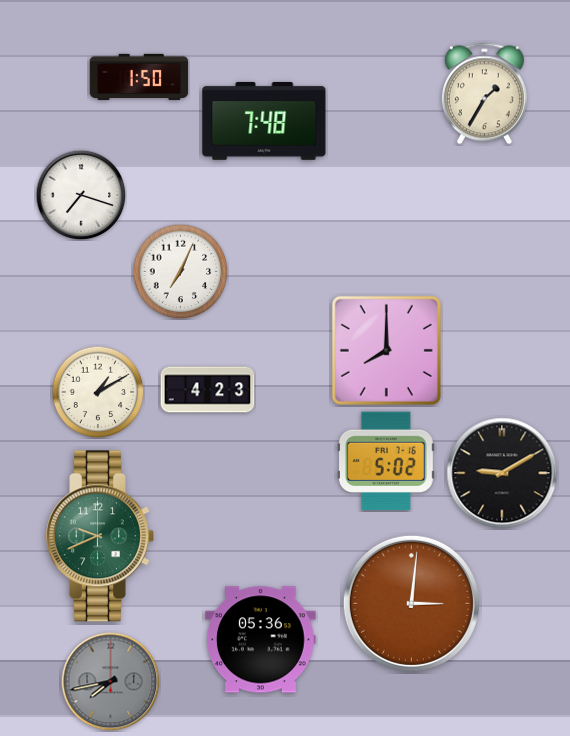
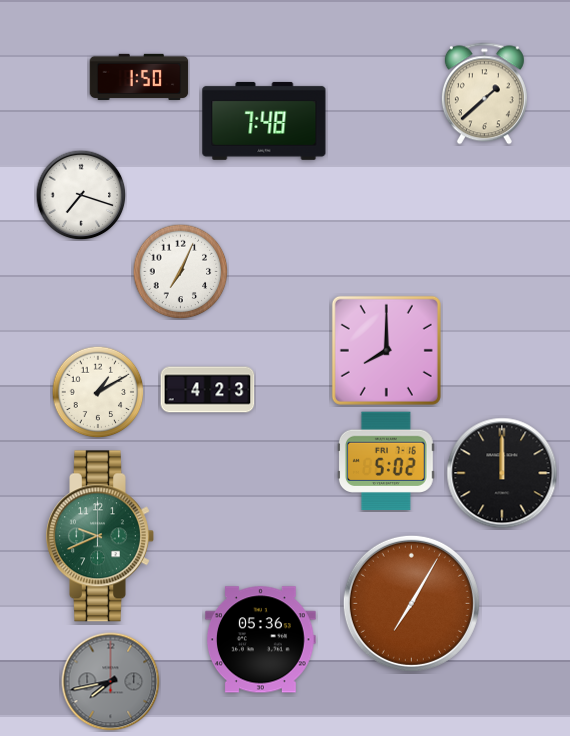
clock at (484, 94): 1:35 -> 1:38
clock at (502, 473): 9:10 -> 12:00
clock at (411, 603): 3:01 -> 7:05
